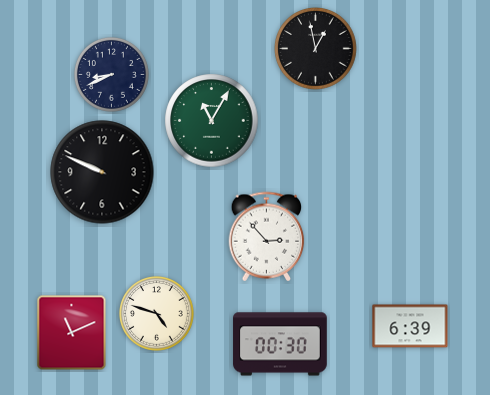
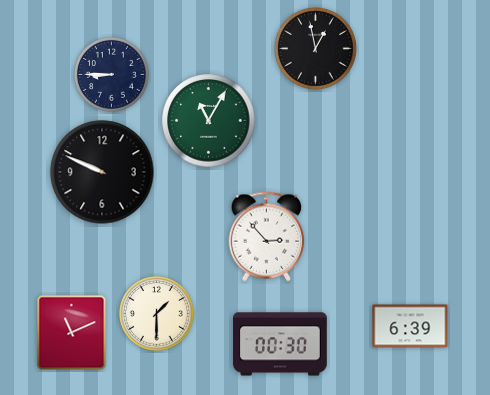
clock at (111, 75): 8:41 -> 8:45
clock at (212, 121) position: (212, 121) -> (209, 121)
clock at (156, 314): 4:48 -> 1:30
